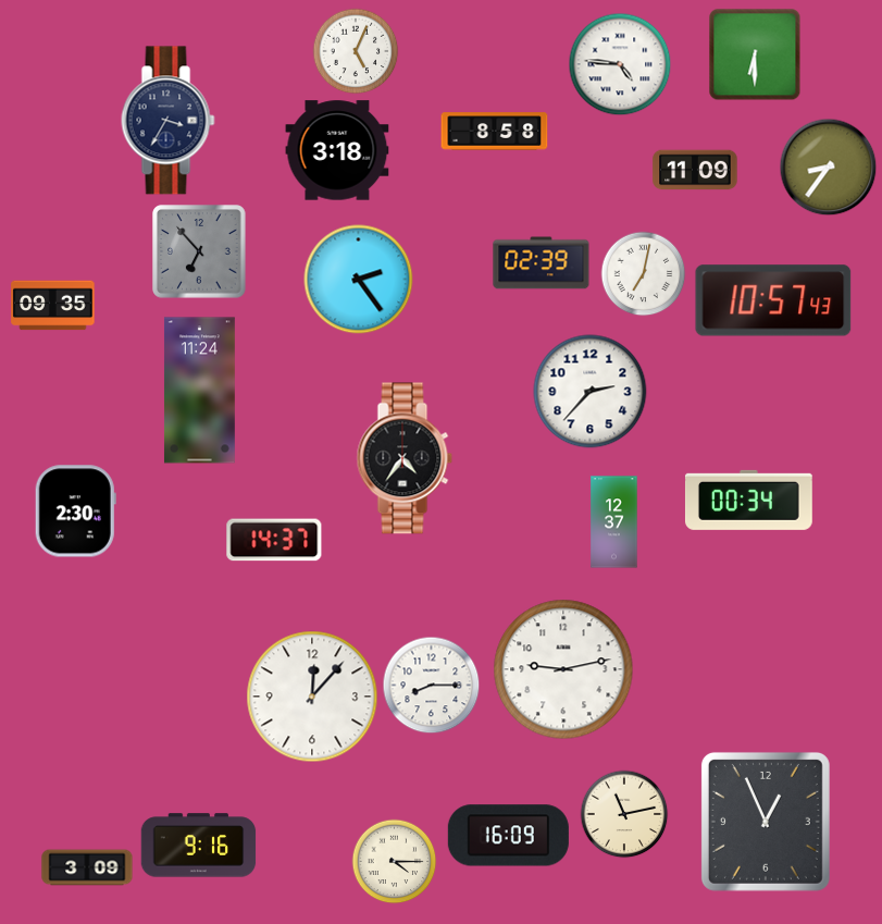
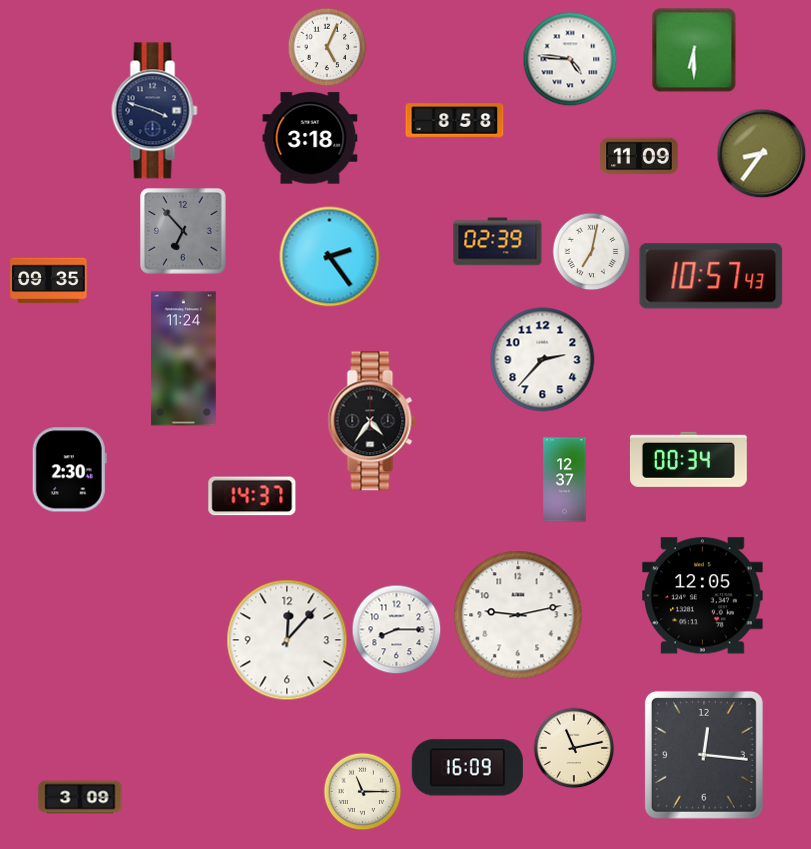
clock at (169, 121): 3:35 -> 3:48
clock at (703, 596): none -> 12:05
clock at (766, 822): 12:56 -> 12:16
clock at (199, 846): 9:16 -> none
clock at (394, 861): 4:15 -> 11:15
